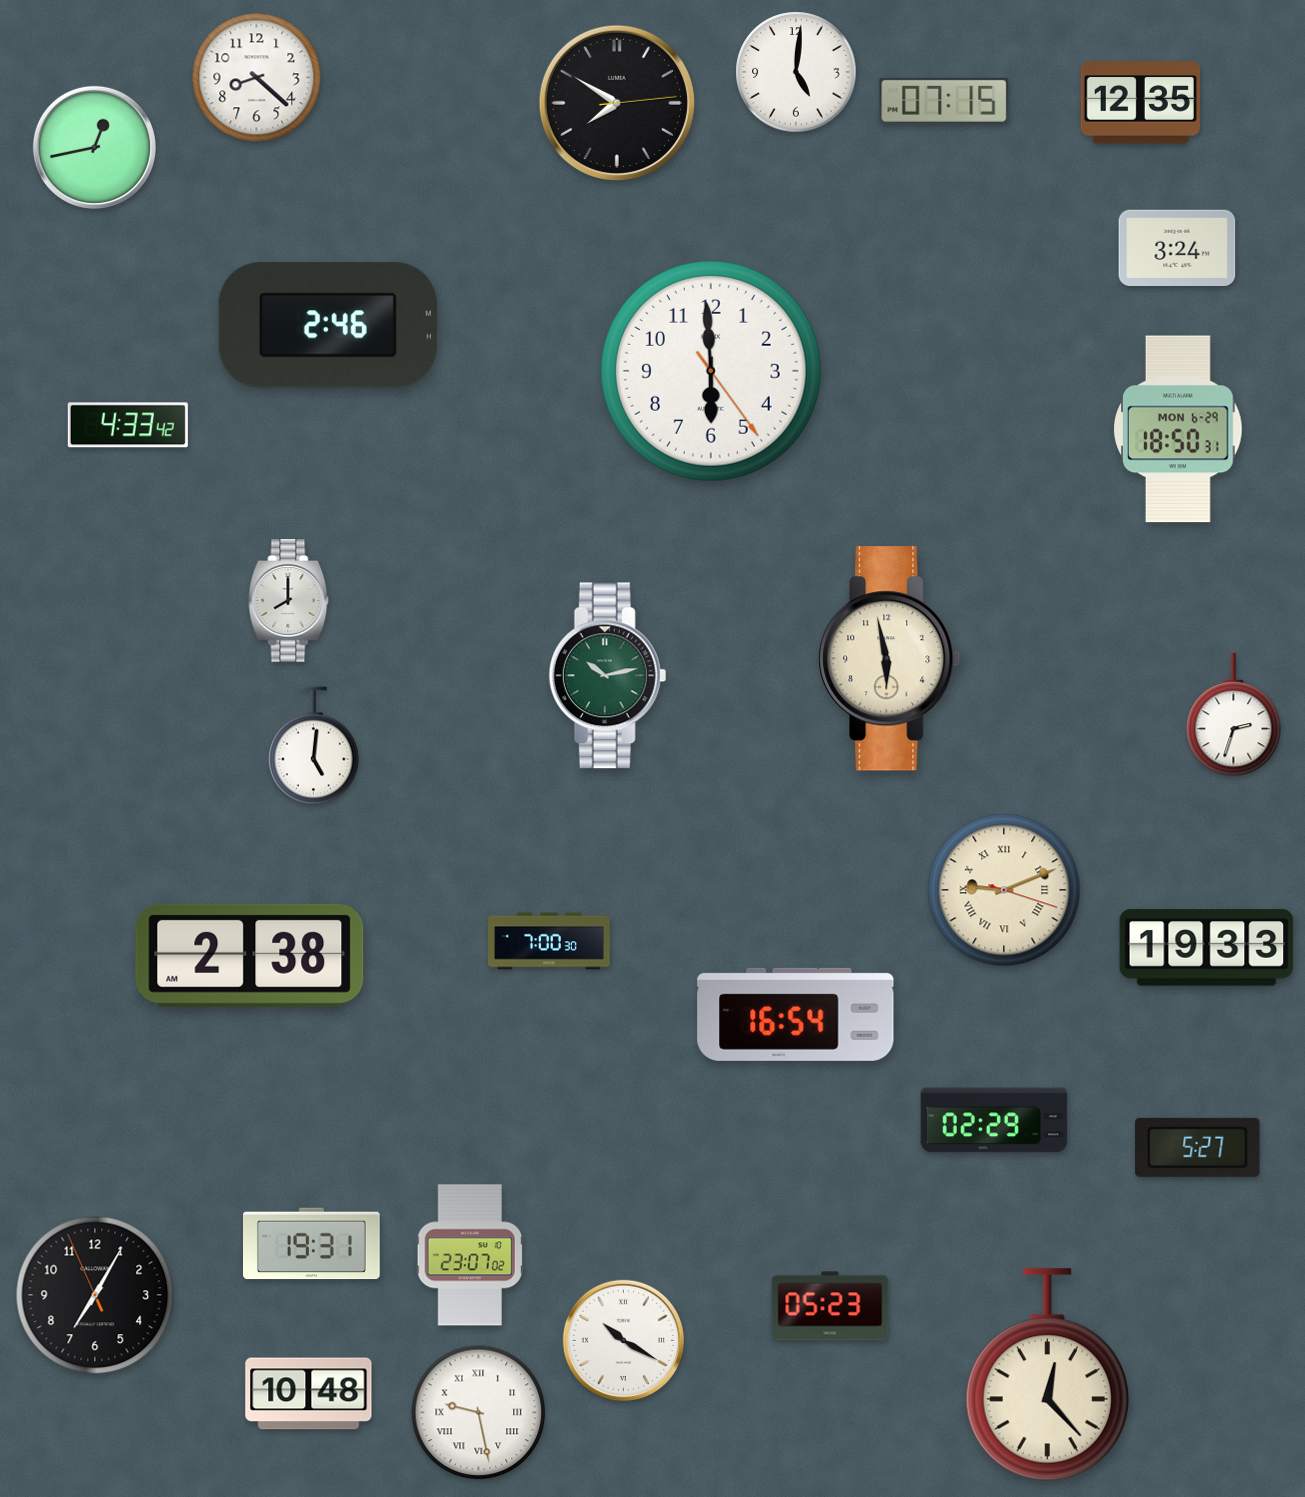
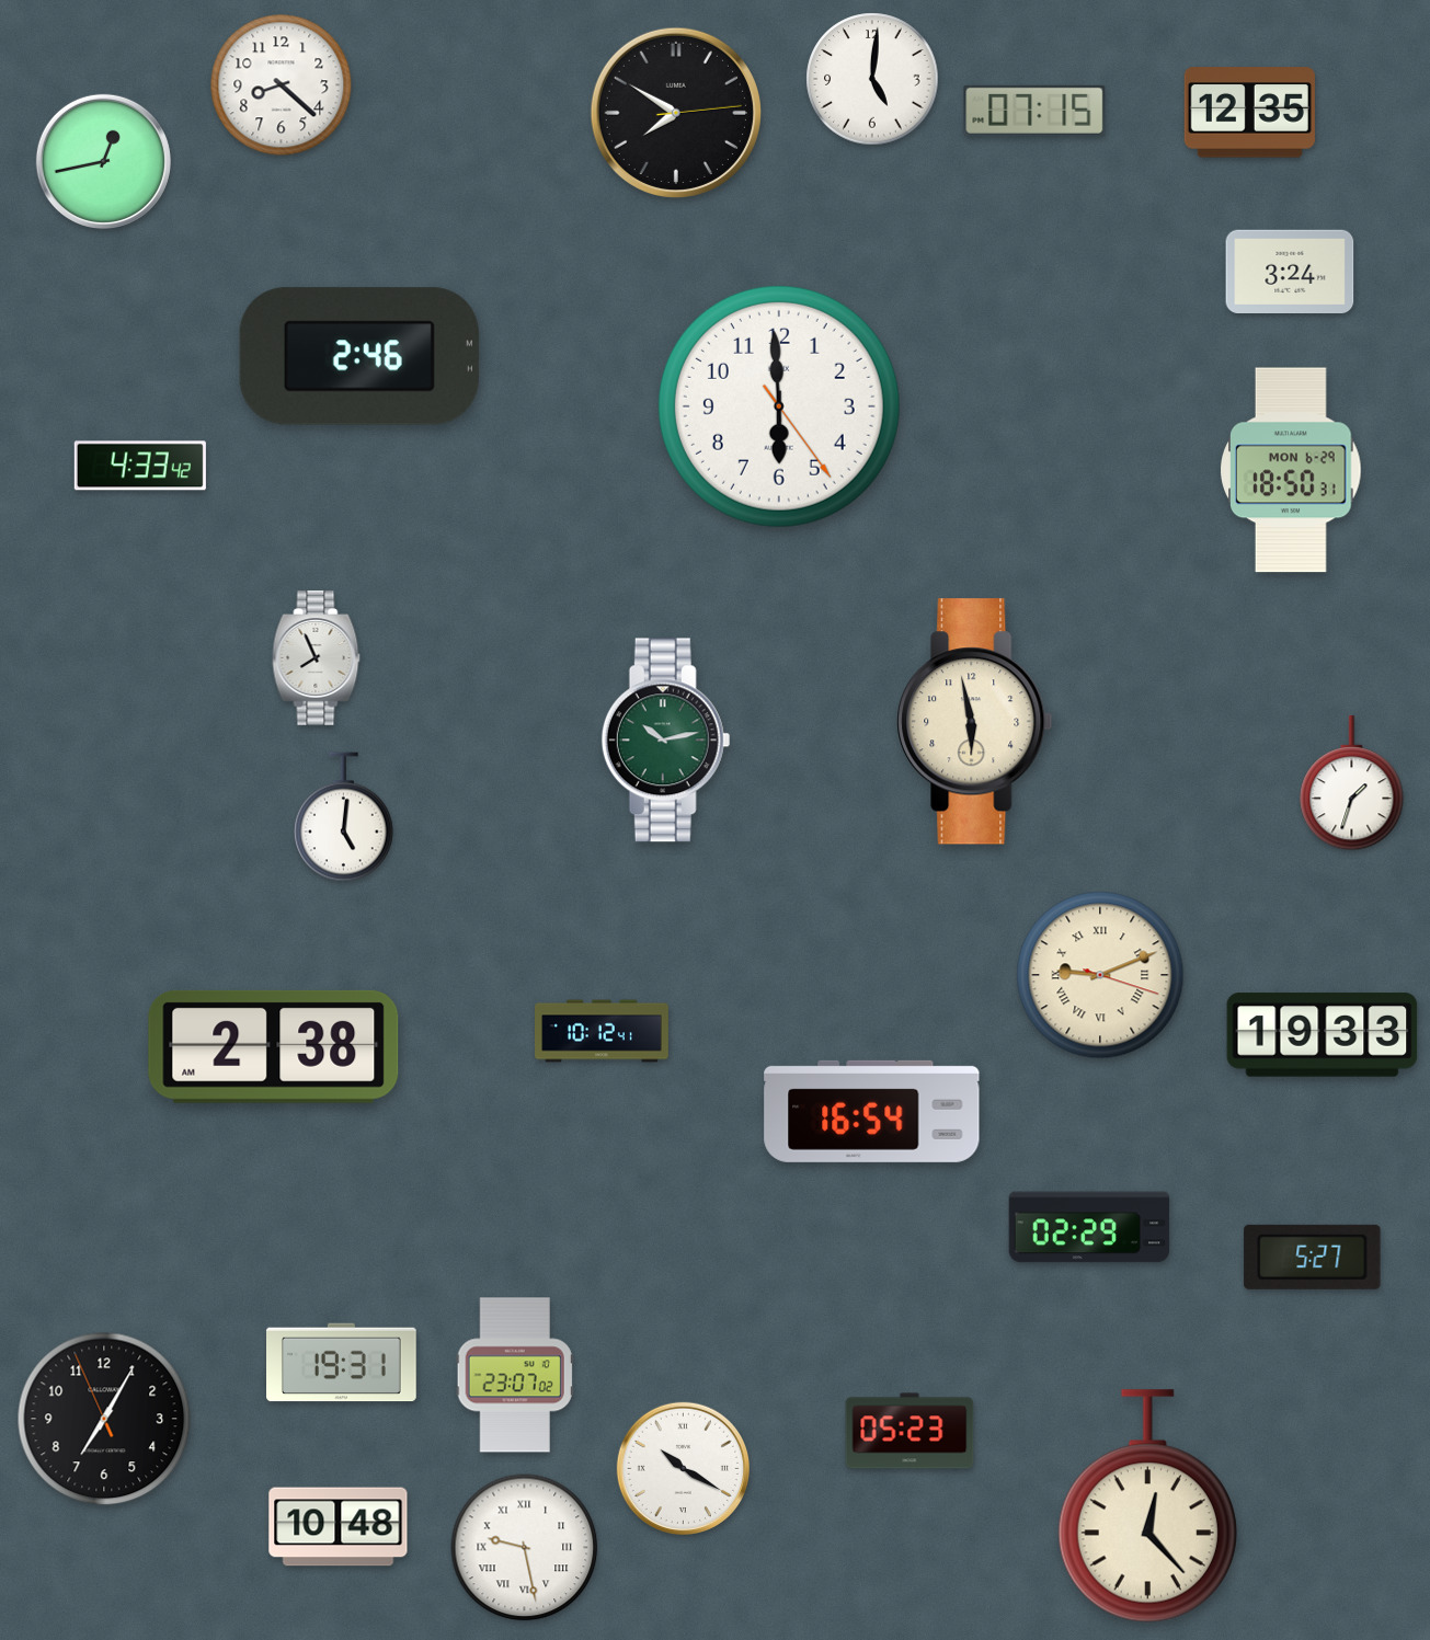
clock at (289, 601): 8:00 -> 7:56
clock at (1234, 715): 2:33 -> 1:33
clock at (550, 941): 7:00 -> 10:12
clock at (1207, 948) position: (1207, 948) -> (1323, 1035)
